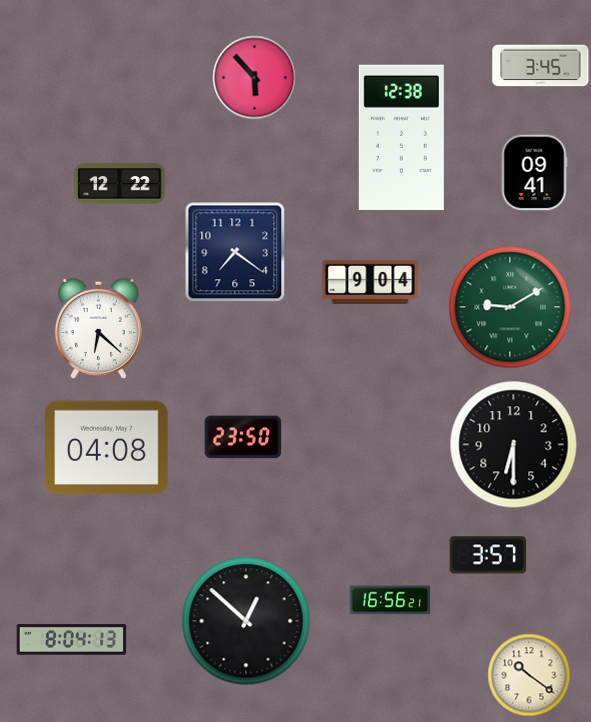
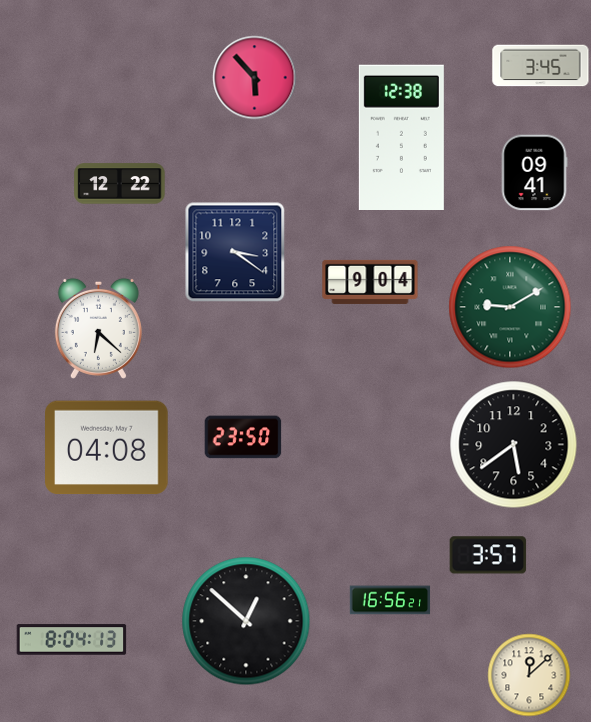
clock at (235, 252): 7:21 -> 3:21
clock at (514, 445): 6:30 -> 5:39
clock at (529, 675): 10:21 -> 12:08
